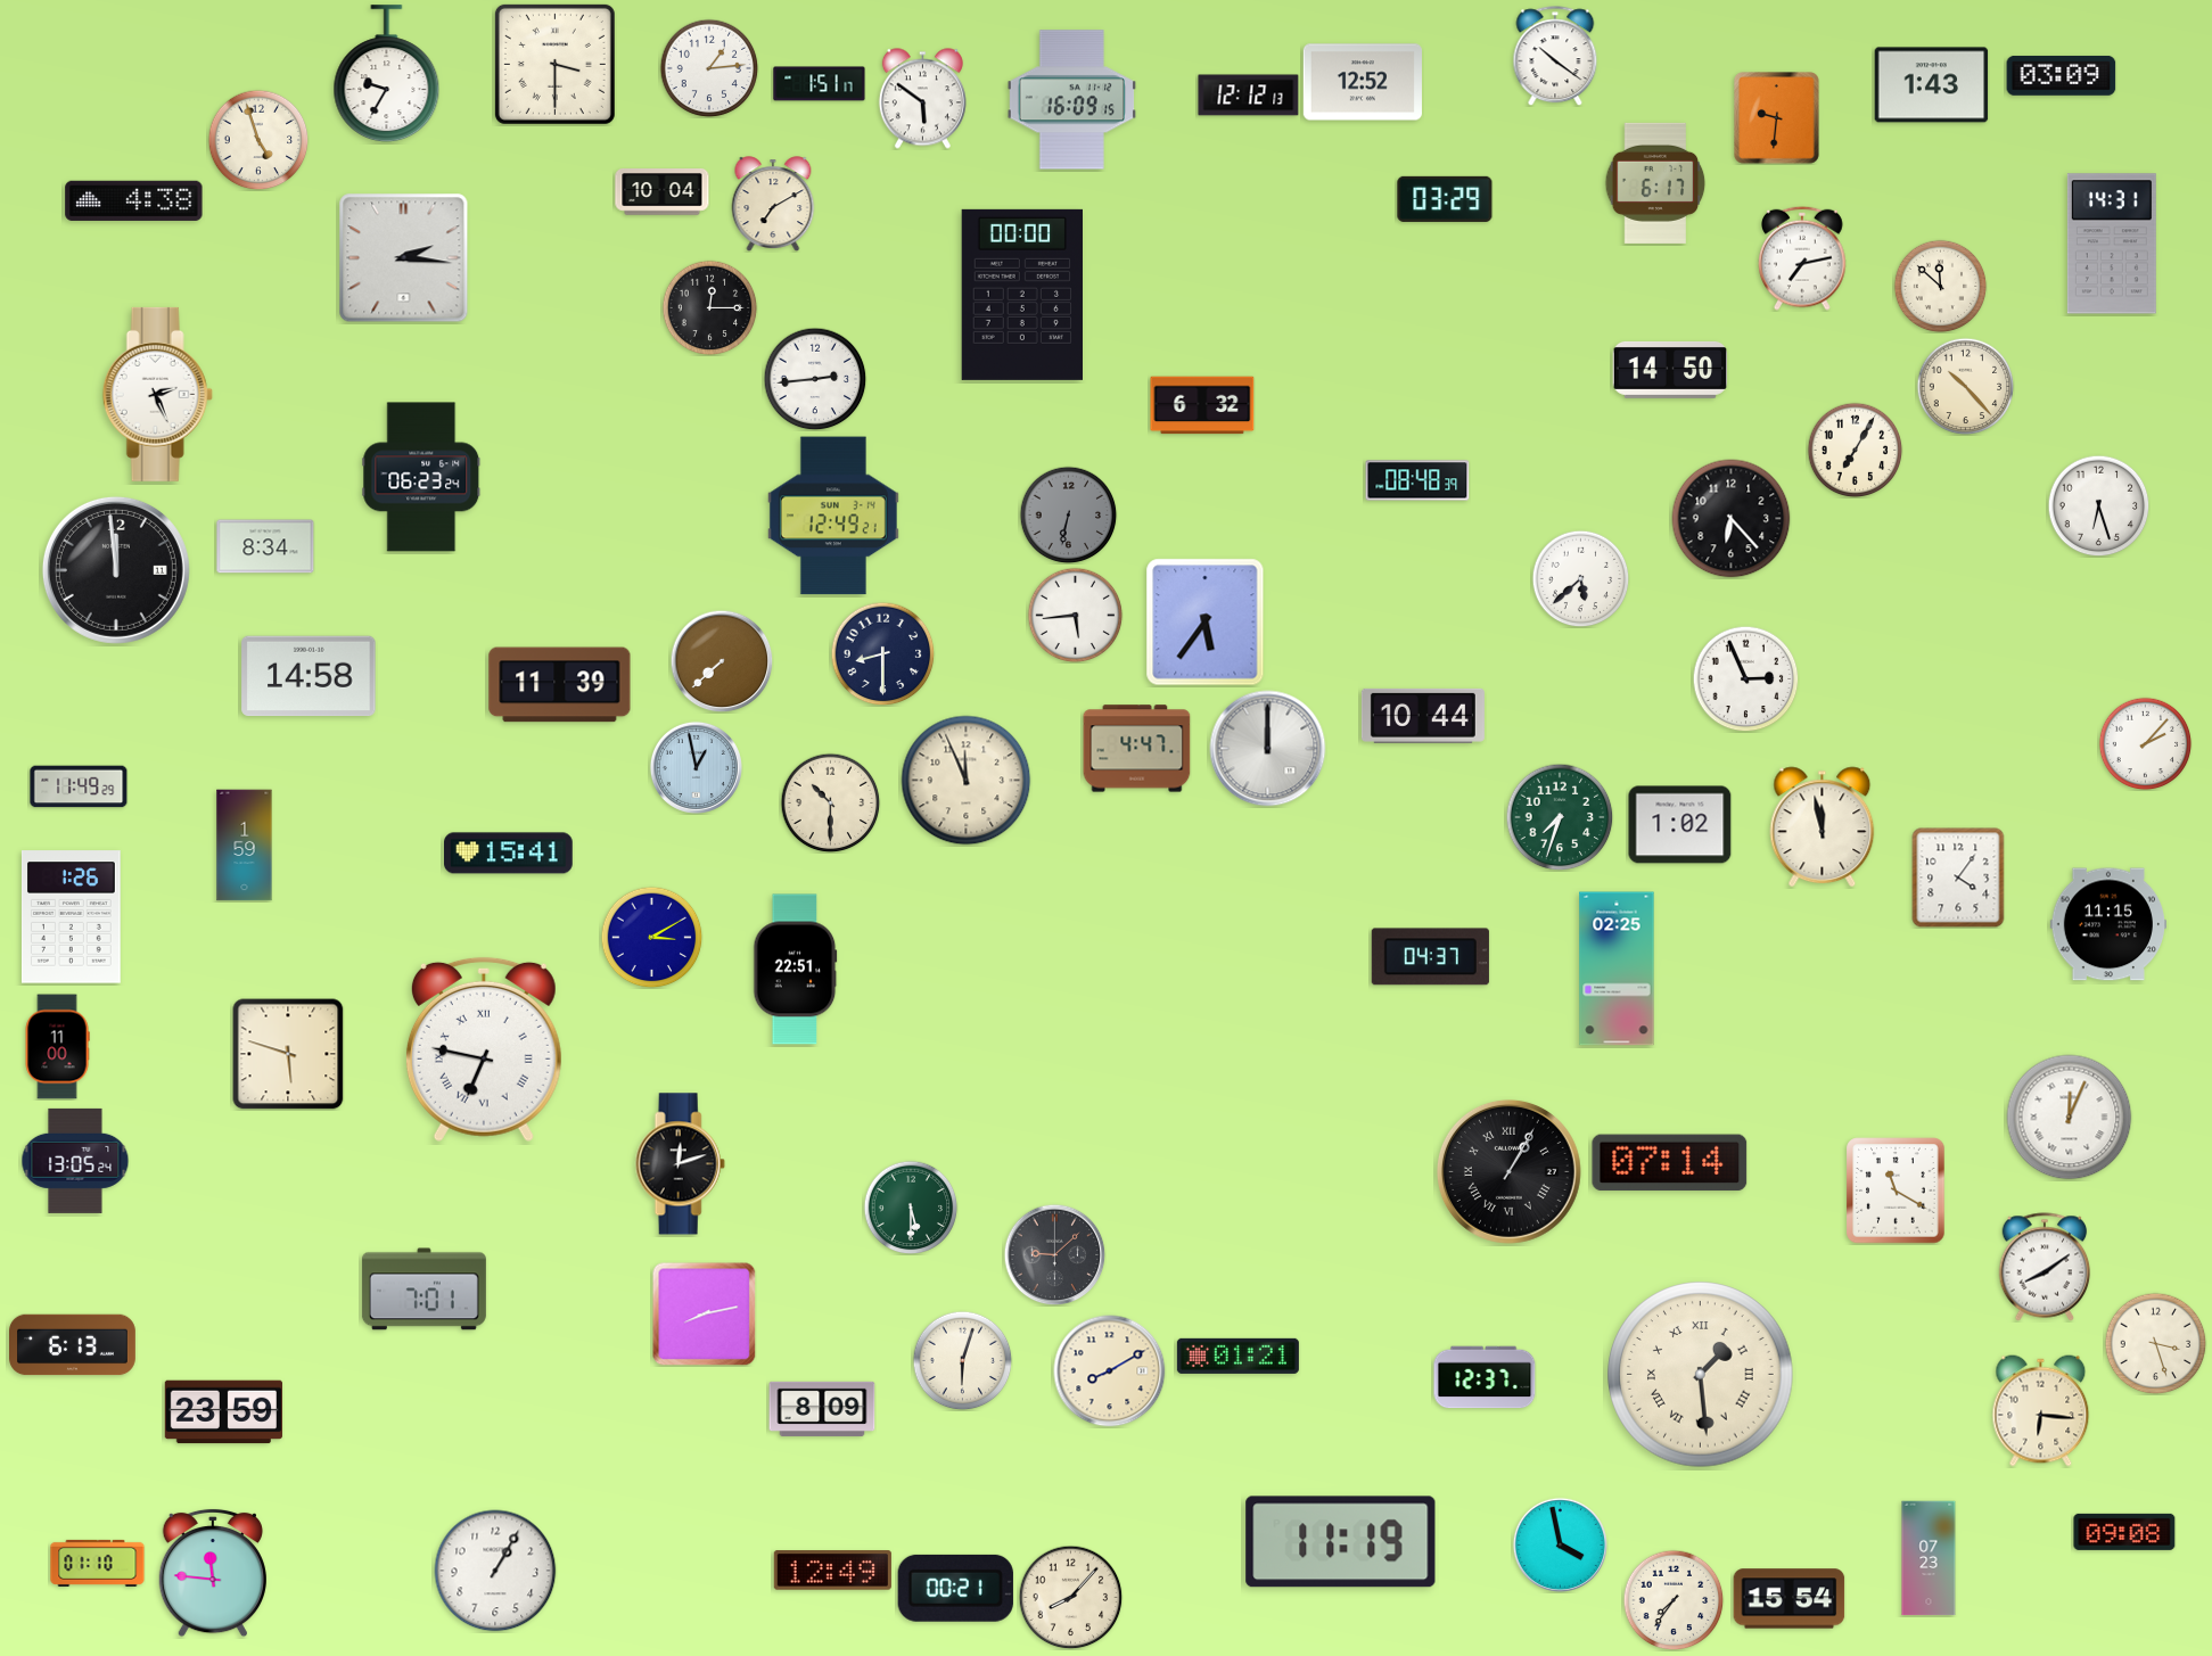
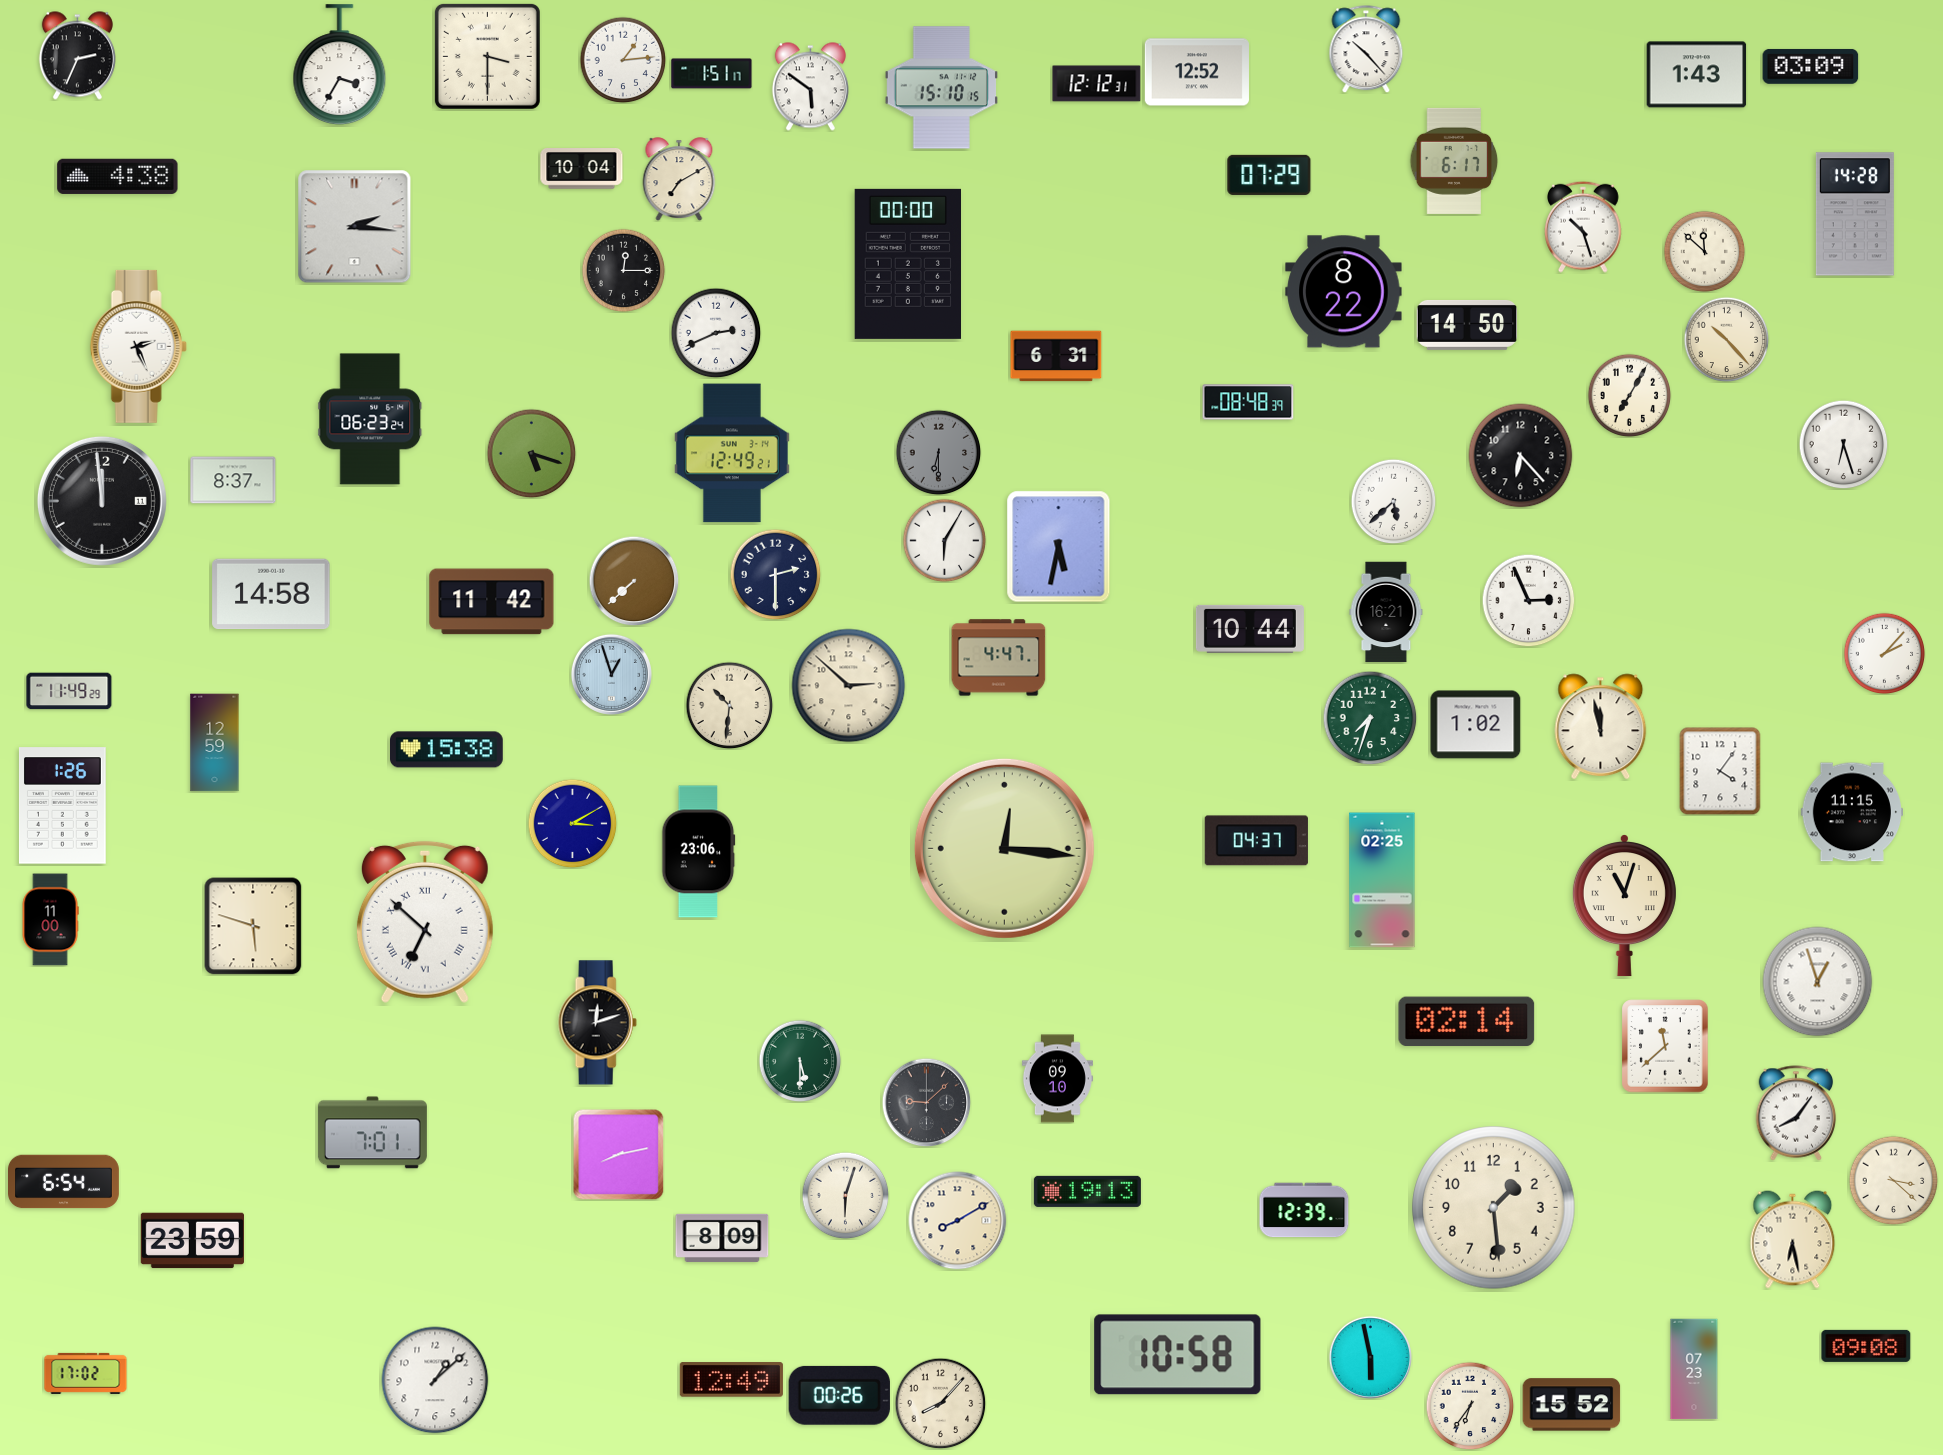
clock at (1555, 56): 10:21 -> 10:23
clock at (77, 56): none -> 2:34
clock at (387, 74): 9:35 -> 3:35
clock at (820, 84) position: (820, 84) -> (712, 74)
clock at (1249, 96): 12:12:13 -> 12:12:31
clock at (1071, 100): 16:09 -> 15:10
clock at (1777, 118): 9:31 -> none
clock at (258, 140): 4:57 -> none
clock at (1445, 199): 03:29 -> 07:29
clock at (2112, 244): 14:31 -> 14:28
clock at (1802, 258): 7:13 -> 10:27
clock at (1021, 295) position: (1021, 295) -> (907, 264)
clock at (1344, 292): none -> 8:22
clock at (815, 379): 2:44 -> 2:41
clock at (1202, 405): 6:32 -> 6:31
clock at (1417, 480) position: (1417, 480) -> (1248, 402)
clock at (1068, 514): 6:32 -> 6:30
clock at (531, 453): none -> 5:18
clock at (265, 546): 8:34 -> 8:37
clock at (1580, 578) position: (1580, 578) -> (1393, 501)
clock at (1075, 615): 5:44 -> 6:05
clock at (1206, 623): 5:36 -> 5:32
clock at (882, 653): 8:30 -> 2:30
clock at (1745, 678) position: (1745, 678) -> (1528, 600)
clock at (560, 685): 11:39 -> 11:42
clock at (1386, 612): none -> 16:21
clock at (1268, 749): 12:00 -> none
clock at (696, 767): 12:58 -> 12:57
clock at (967, 781): 11:56 -> 2:52
clock at (830, 802): 10:30 -> 10:31
clock at (245, 846): 1:59 -> 12:59
clock at (509, 854): 15:41 -> 15:38
clock at (1004, 848): none -> 12:16
clock at (1617, 969) position: (1617, 969) -> (1382, 880)
clock at (796, 970): 22:51 -> 23:06
clock at (1624, 906): none -> 11:03
clock at (484, 1049): 6:47 -> 6:52
clock at (2070, 1118): 12:04 -> 12:57
clock at (75, 1161): 13:05 -> none
clock at (1670, 1163): 07:14 -> 02:14
clock at (1508, 1171): 1:05 -> none
clock at (1896, 1190): 11:20 -> 11:38
clock at (1057, 1079): none -> 09:10
clock at (2045, 1267): 8:09 -> 8:06
clock at (2155, 1343): 3:27 -> 3:22
clock at (73, 1345): 6:13 -> 6:54
clock at (1237, 1356): 01:21 -> 19:13
clock at (1110, 1371) position: (1110, 1371) -> (958, 1221)
clock at (1701, 1375) numerals: Roman -> Arabic
clock at (1485, 1377): 12:37 -> 12:39
clock at (2041, 1411): 6:16 -> 6:28
clock at (223, 1412) position: (223, 1412) -> (192, 1241)
clock at (1341, 1542): 11:19 -> 10:58
clock at (1560, 1544): 3:58 -> 5:58
clock at (98, 1563): 01:10 -> 17:02
clock at (495, 1571): 1:05 -> 1:08
clock at (213, 1573): 11:46 -> none
clock at (955, 1588): 00:21 -> 00:26
clock at (1790, 1599): 15:54 -> 15:52
clock at (1674, 1600): 7:36 -> 6:36
